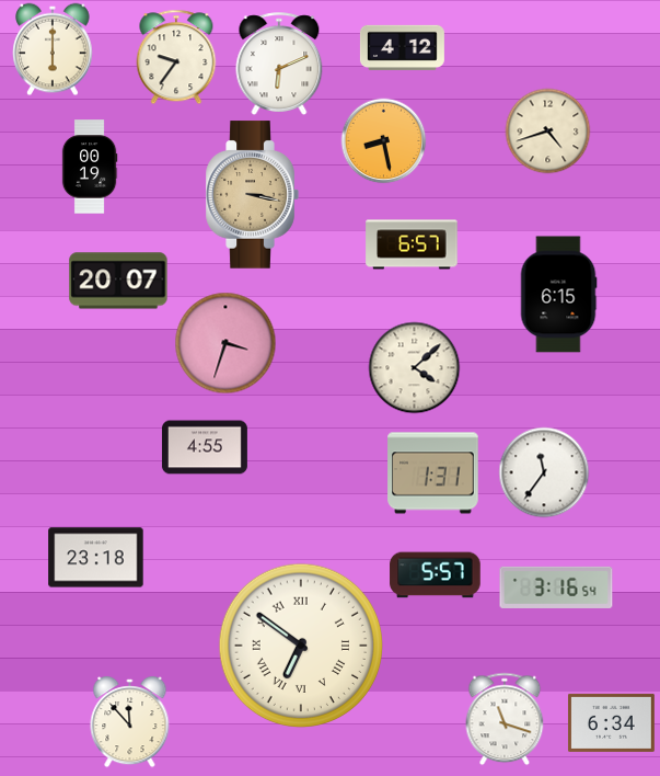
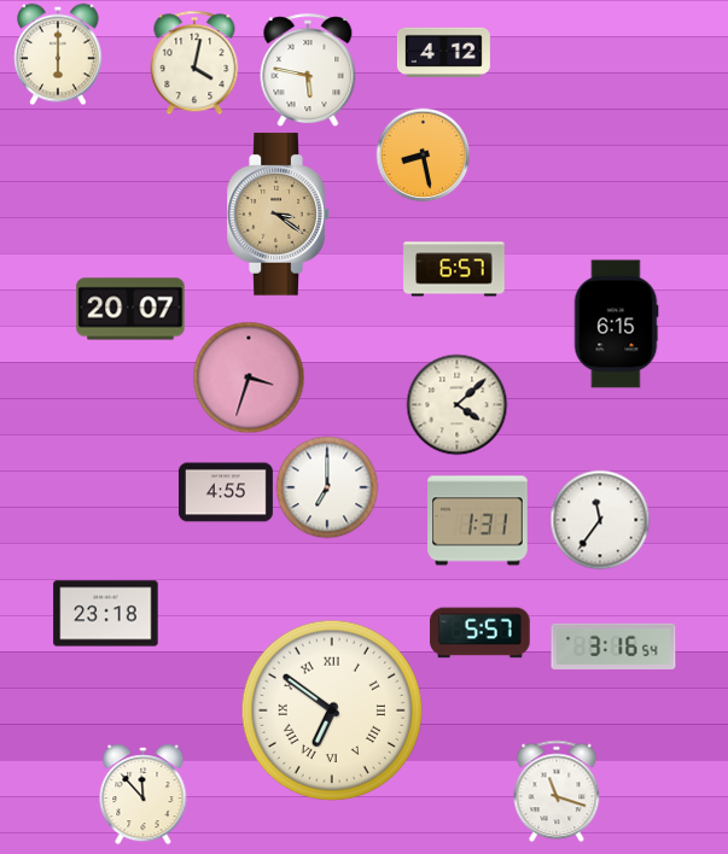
clock at (176, 57): 9:36 -> 4:02
clock at (279, 64): 6:11 -> 5:47
clock at (547, 130): 4:42 -> none
clock at (90, 167): 00:19 -> none
clock at (252, 195): 3:17 -> 3:21
clock at (327, 487): none -> 7:00
clock at (611, 722): 6:34 -> none
